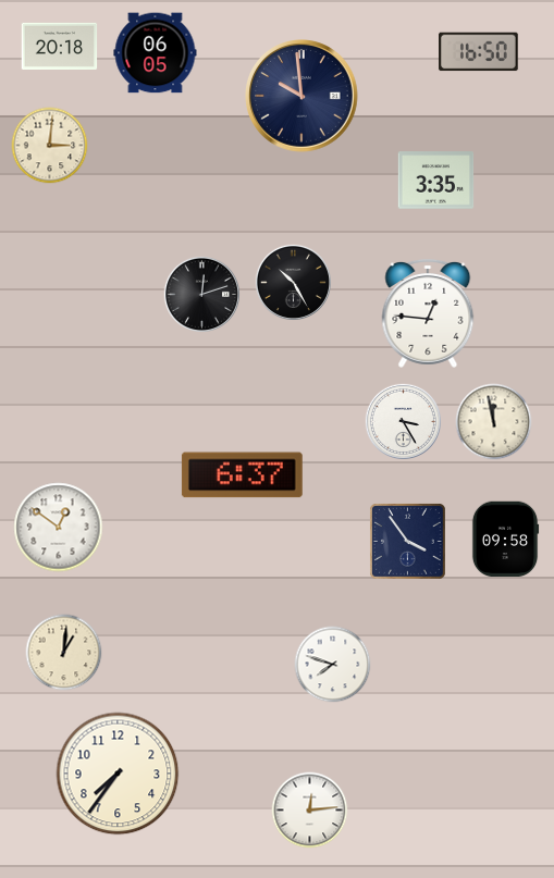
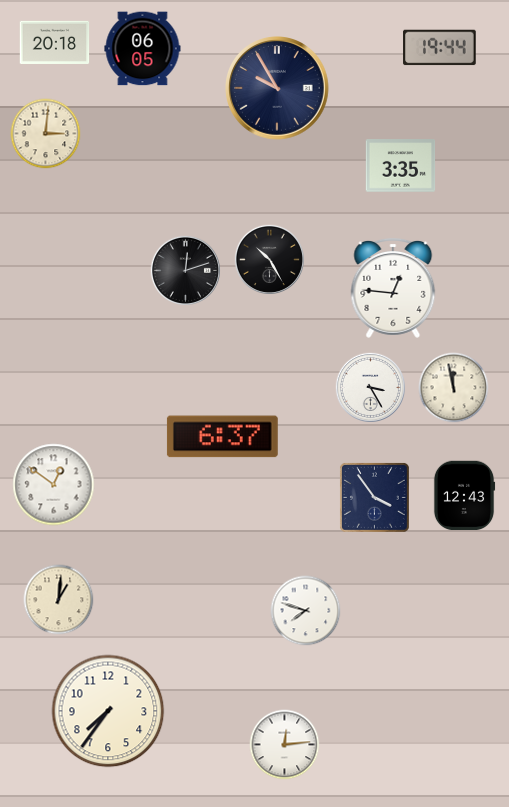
clock at (479, 52): 16:50 -> 19:44
clock at (303, 97): 9:59 -> 9:55
clock at (505, 540): 09:58 -> 12:43
